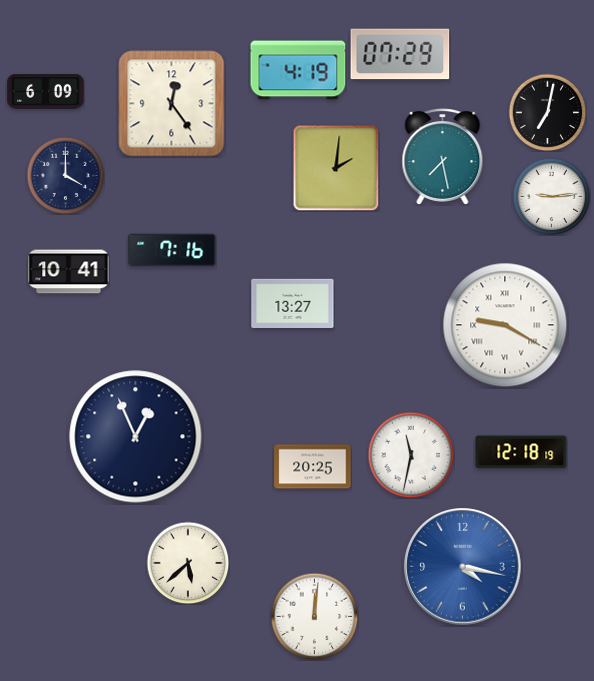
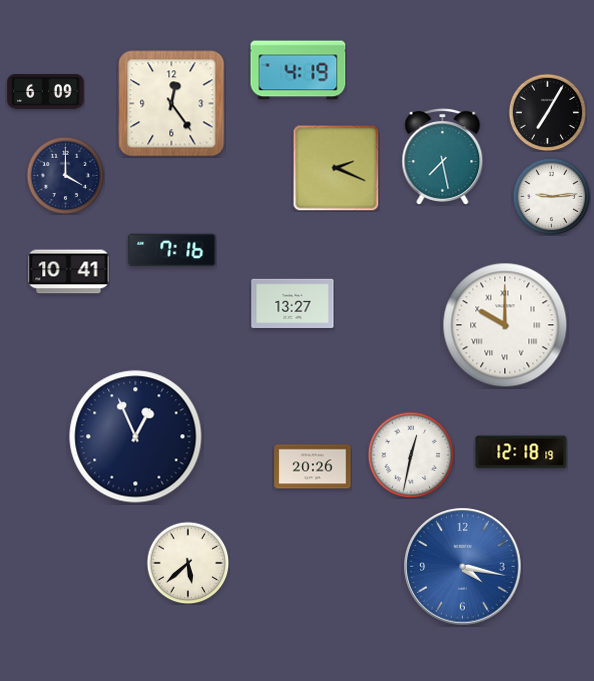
clock at (400, 54): 07:29 -> none
clock at (547, 112): 7:02 -> 7:05
clock at (336, 168): 2:01 -> 2:19
clock at (505, 325): 9:20 -> 10:00
clock at (411, 455): 11:32 -> 12:32
clock at (313, 467): 20:25 -> 20:26
clock at (314, 616): 12:01 -> none
